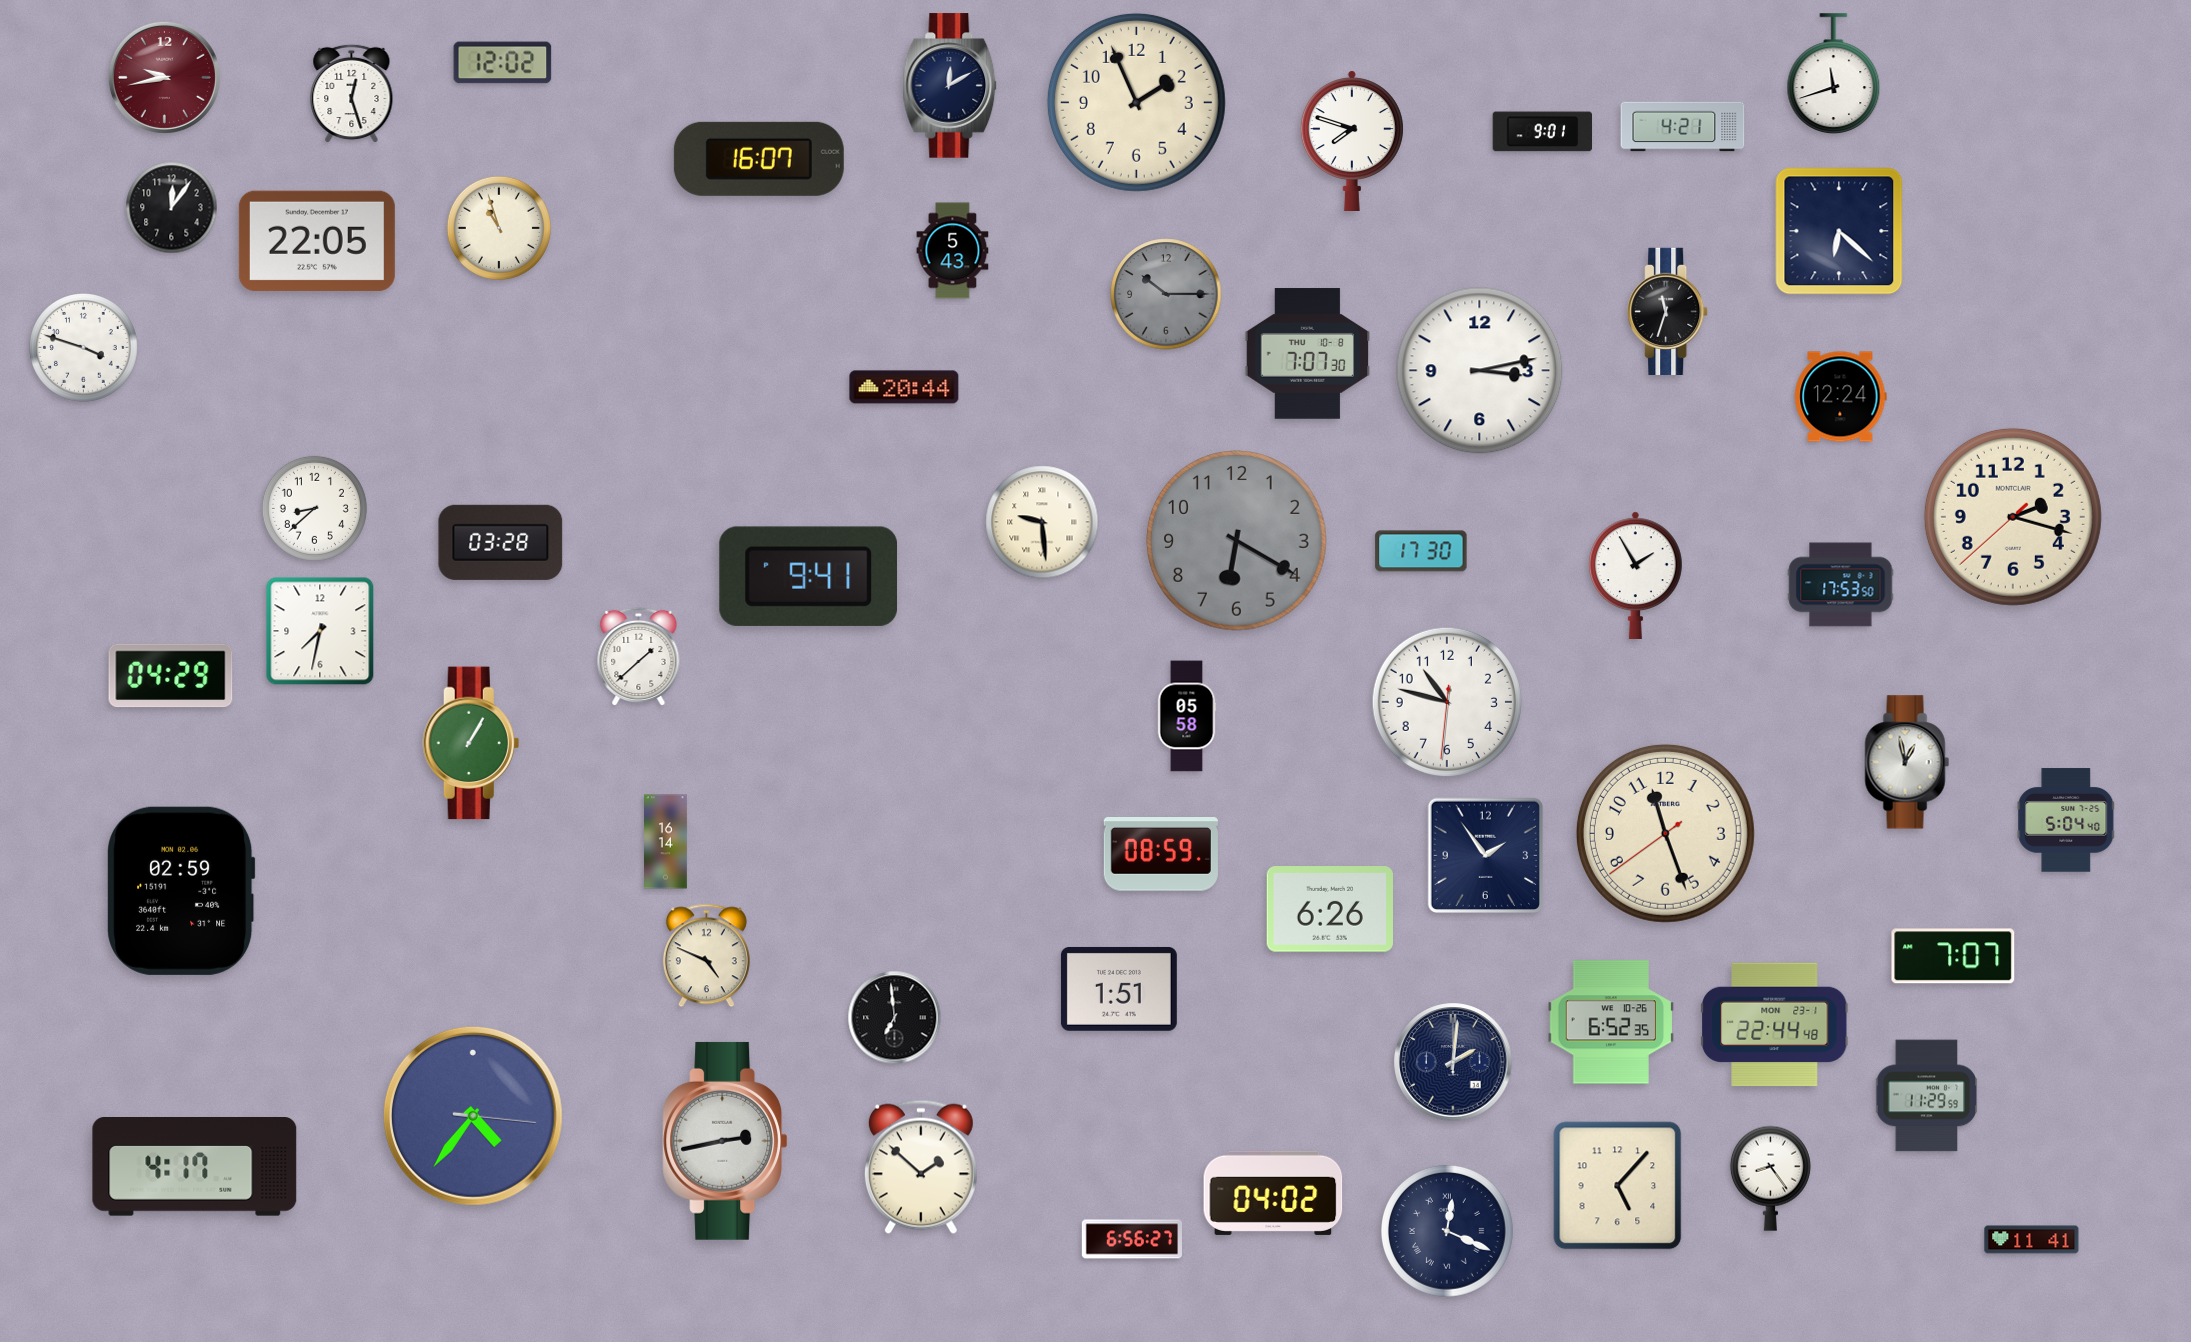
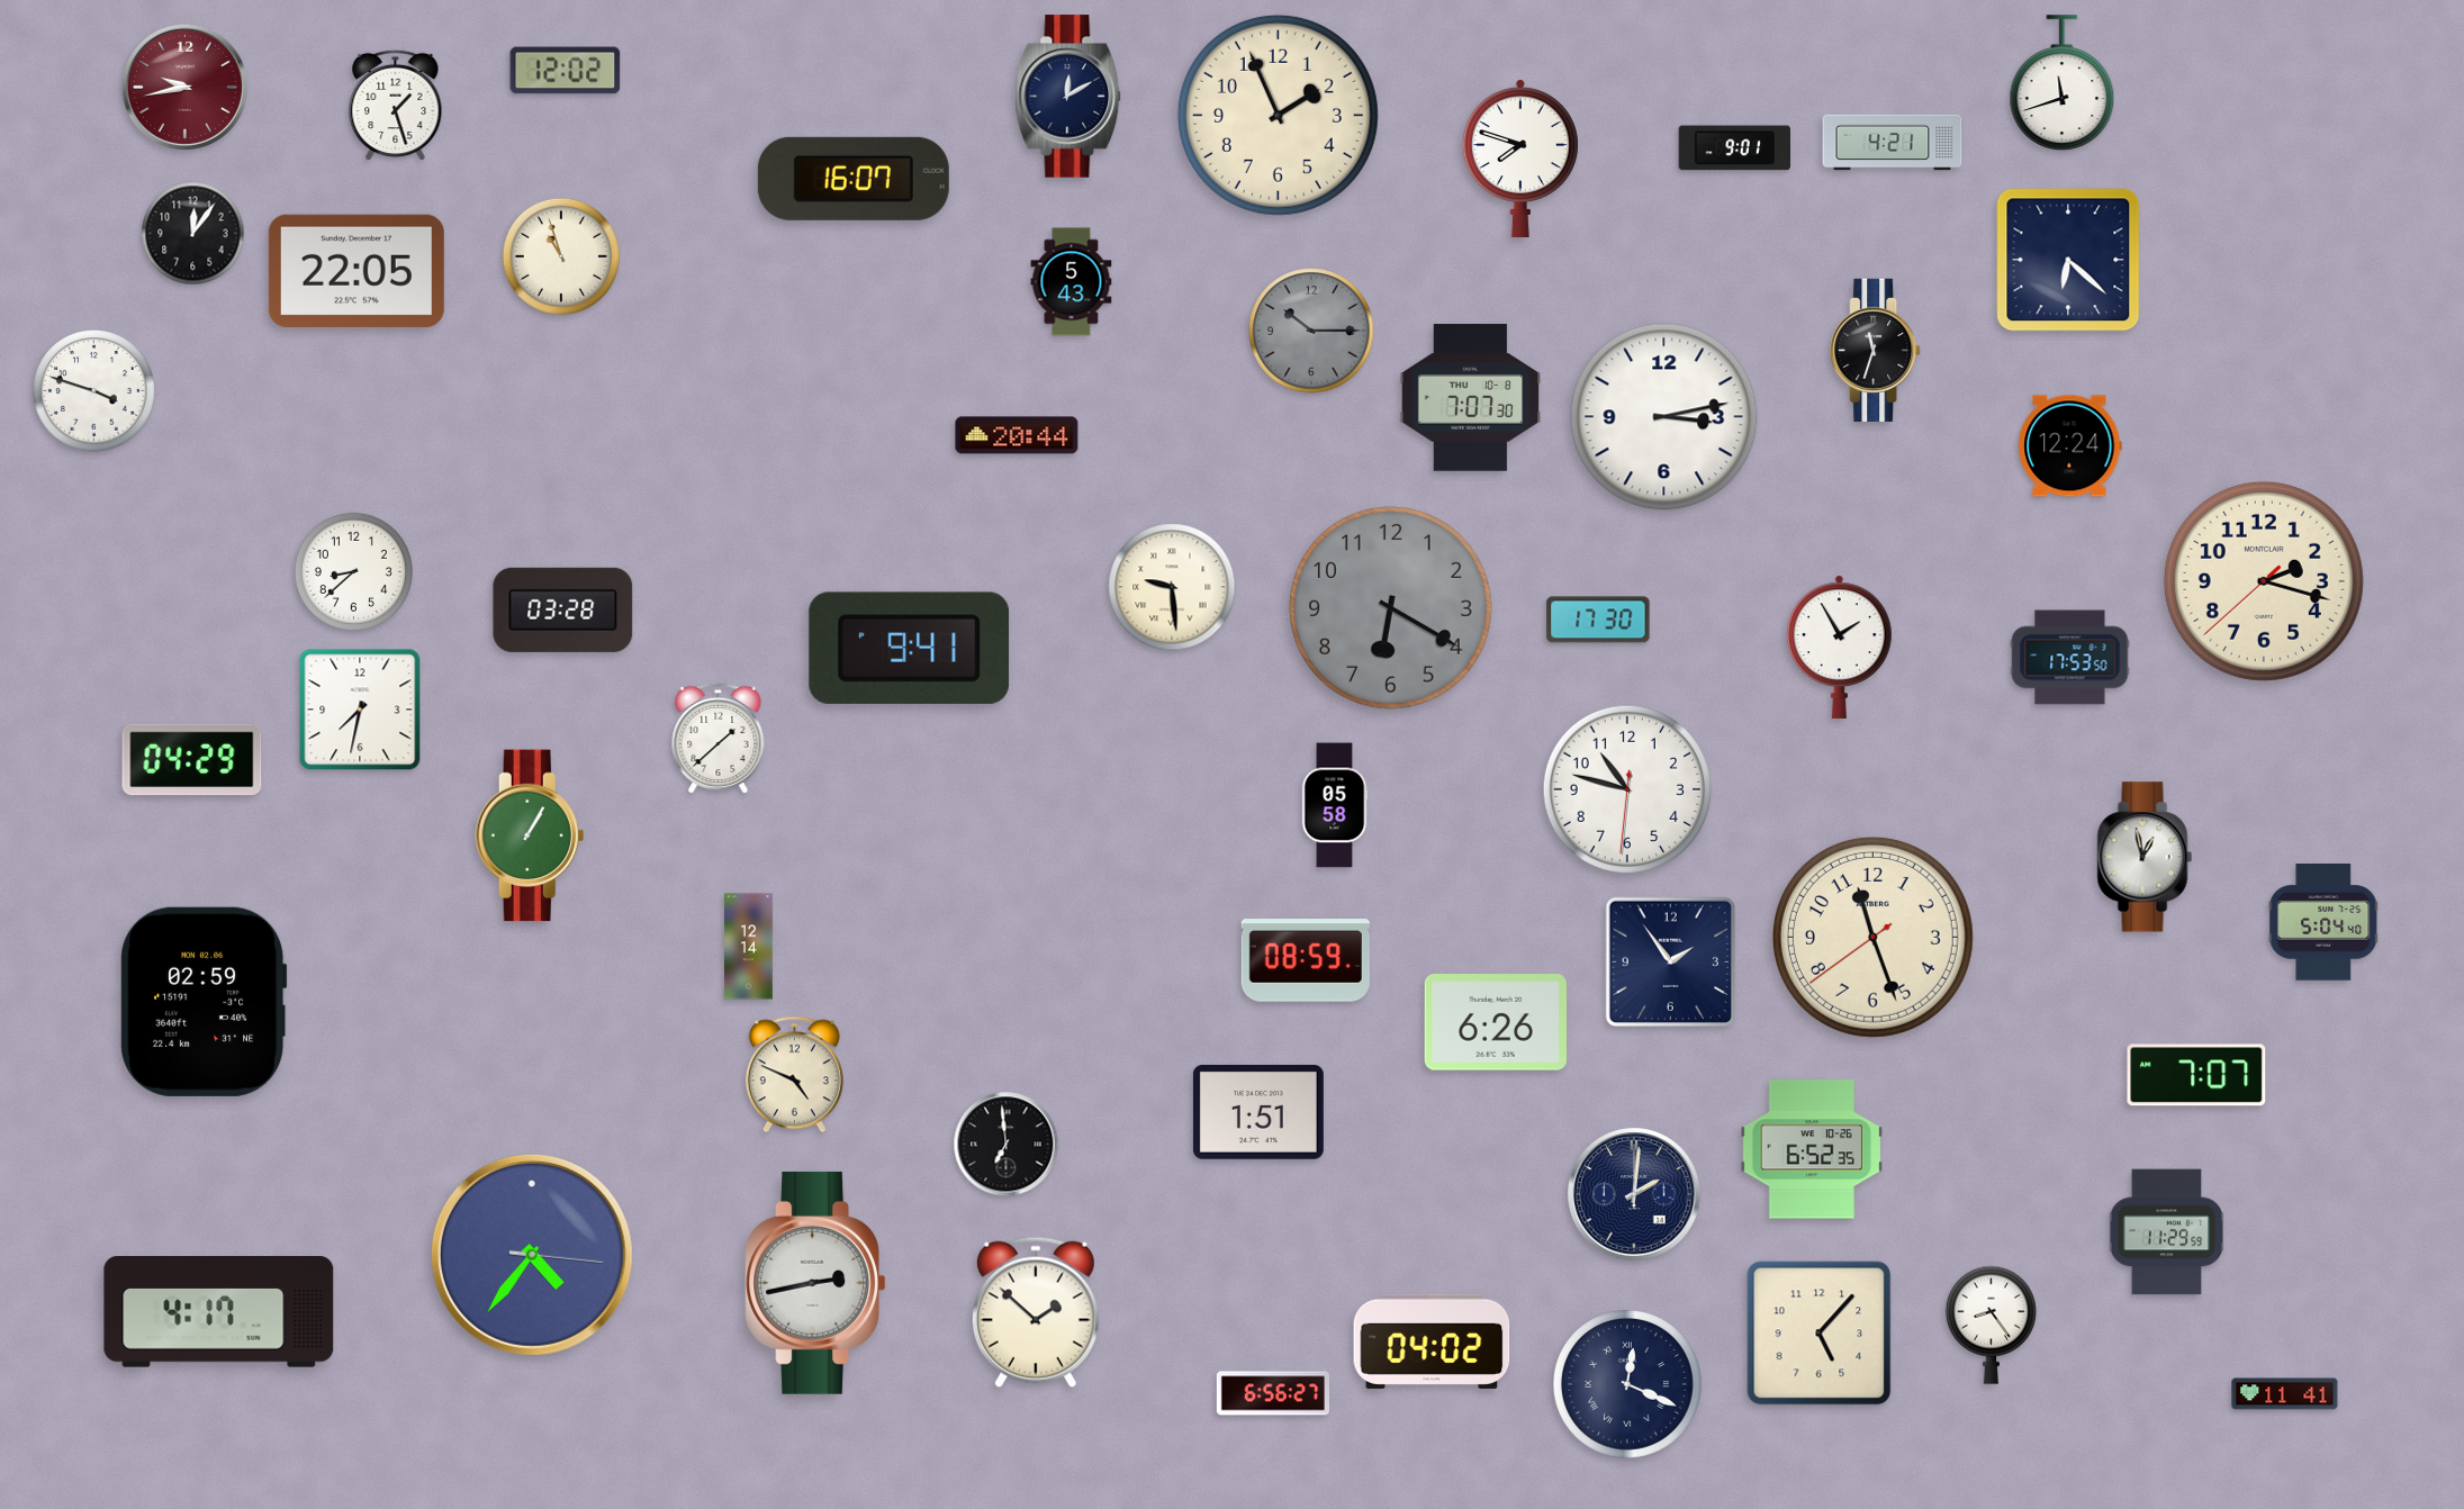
clock at (352, 94): 12:27 -> 1:27
clock at (666, 842): 16:14 -> 12:14
clock at (1775, 1025): 22:44 -> none
